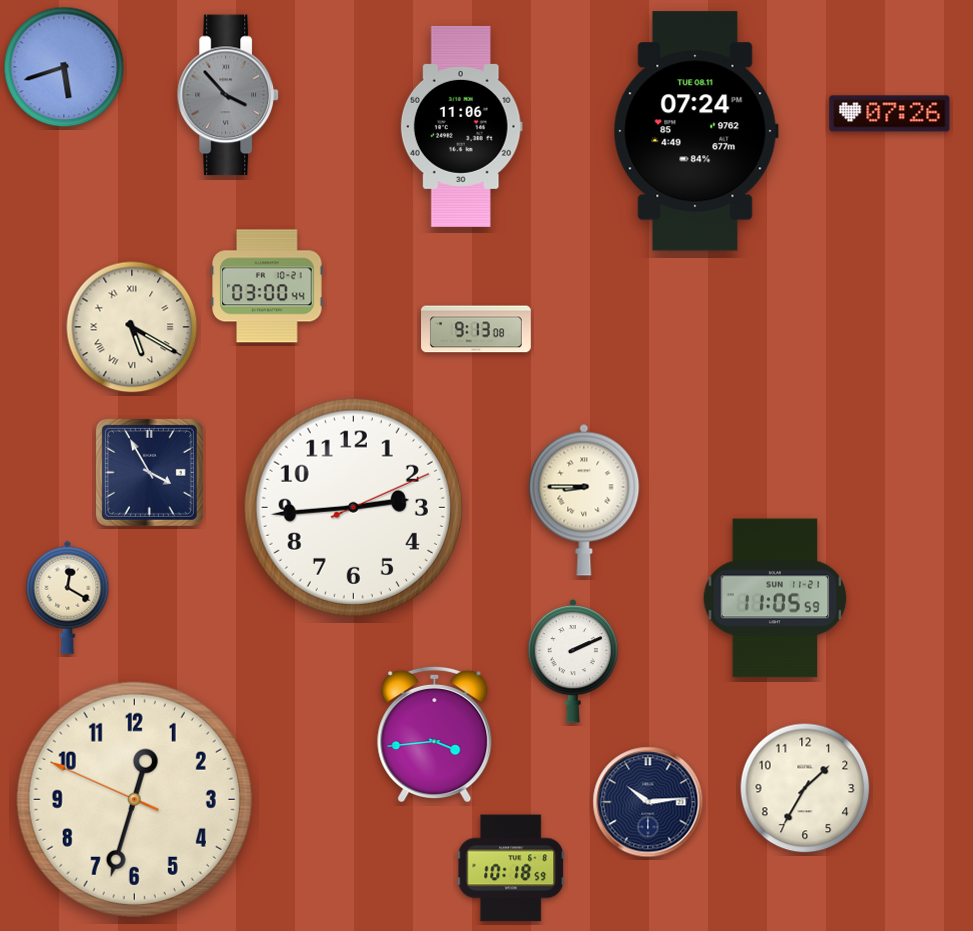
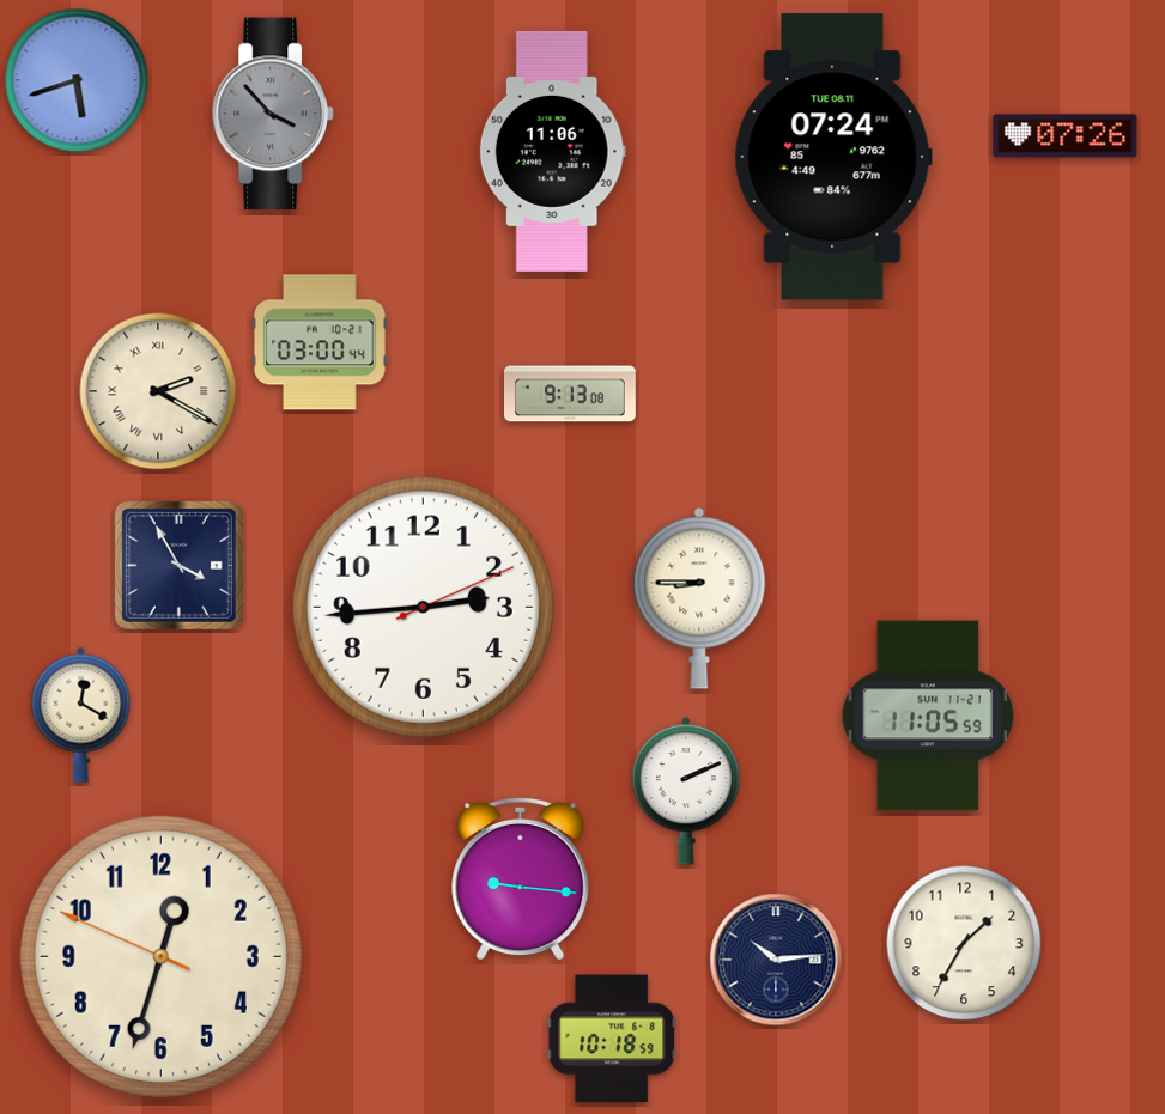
clock at (132, 327): 5:20 -> 2:20
clock at (435, 734): 3:44 -> 9:16
